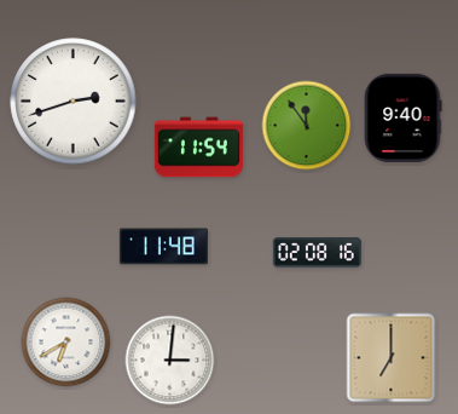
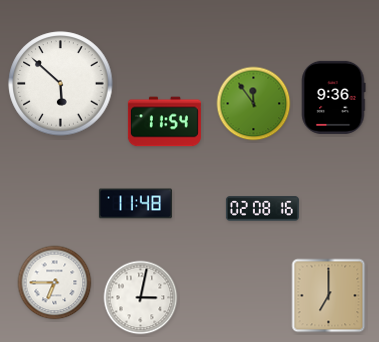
clock at (74, 102): 2:42 -> 5:52
clock at (402, 117): 9:40 -> 9:36
clock at (66, 343): 6:40 -> 6:45
clock at (392, 358) position: (392, 358) -> (329, 296)
clock at (170, 361): 3:01 -> 3:02
